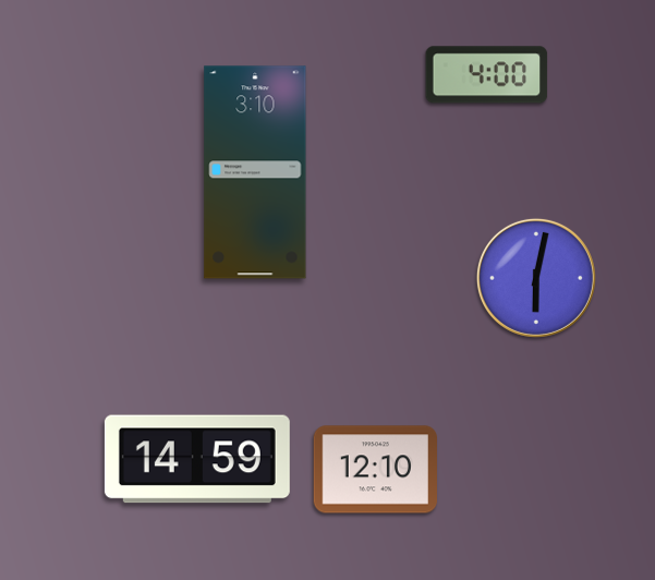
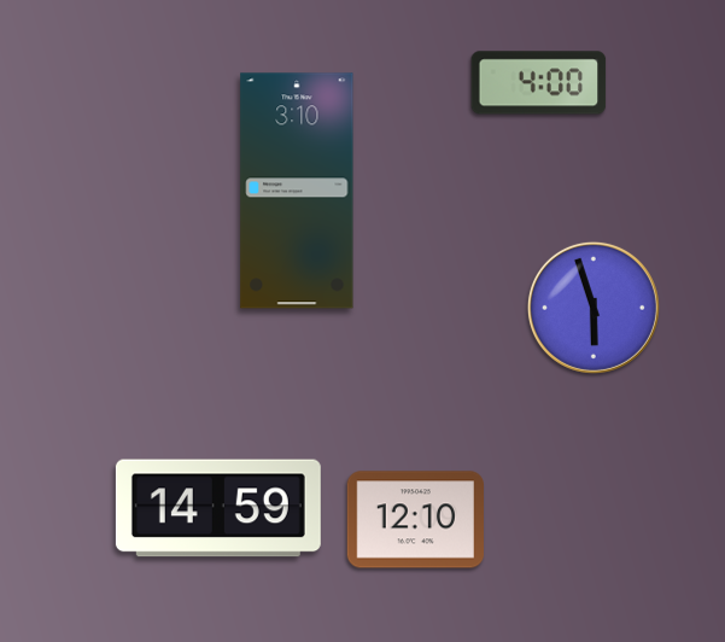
clock at (255, 172) position: (255, 172) -> (297, 191)
clock at (536, 278): 6:02 -> 5:57
